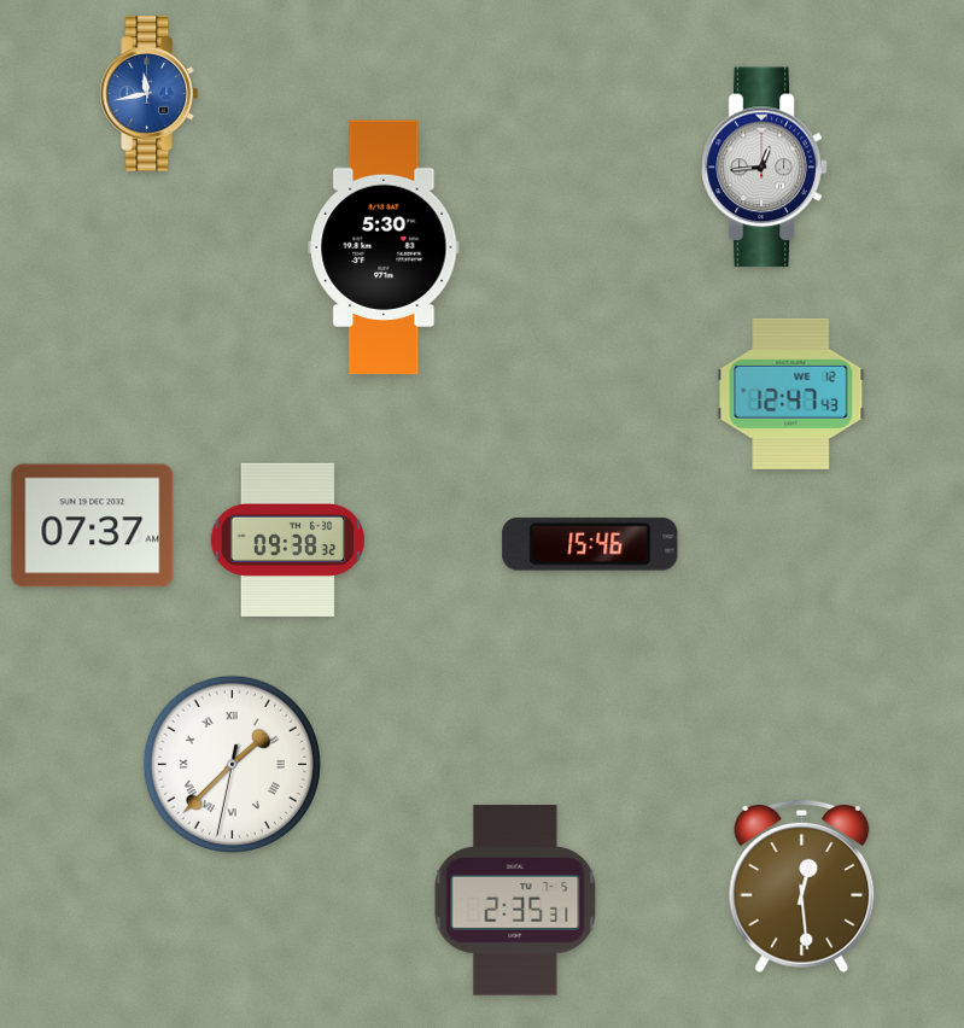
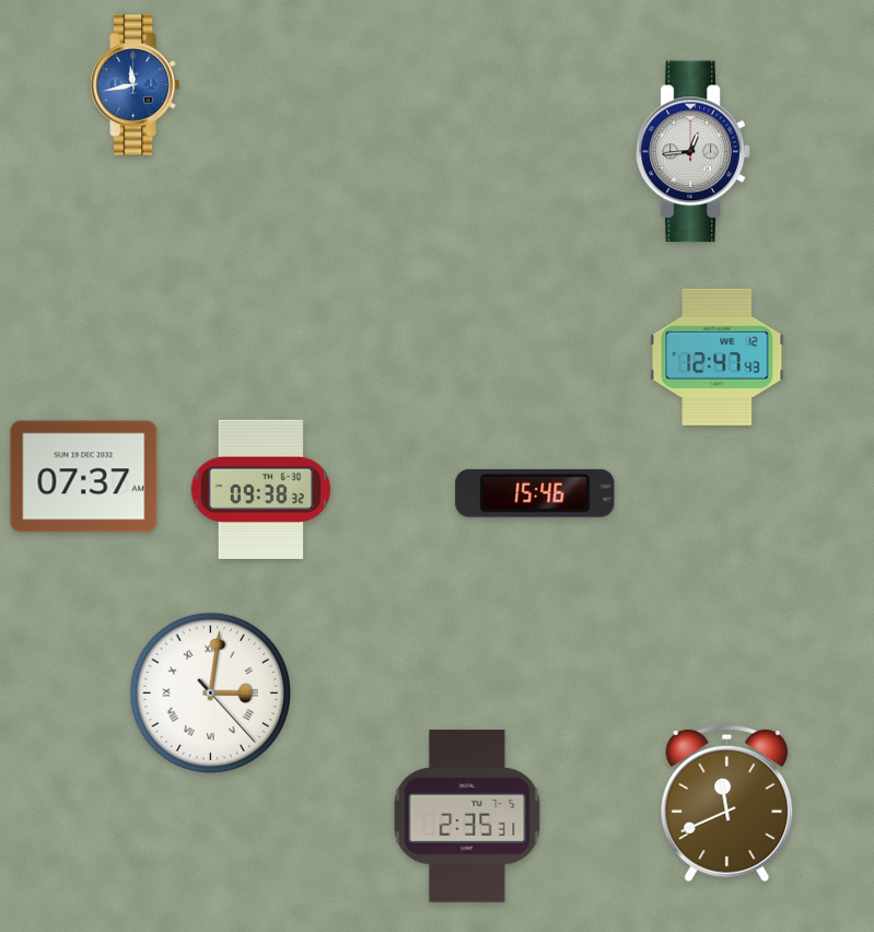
clock at (384, 247): 5:30 -> none
clock at (232, 764): 1:37 -> 3:01
clock at (802, 887): 12:29 -> 11:41
